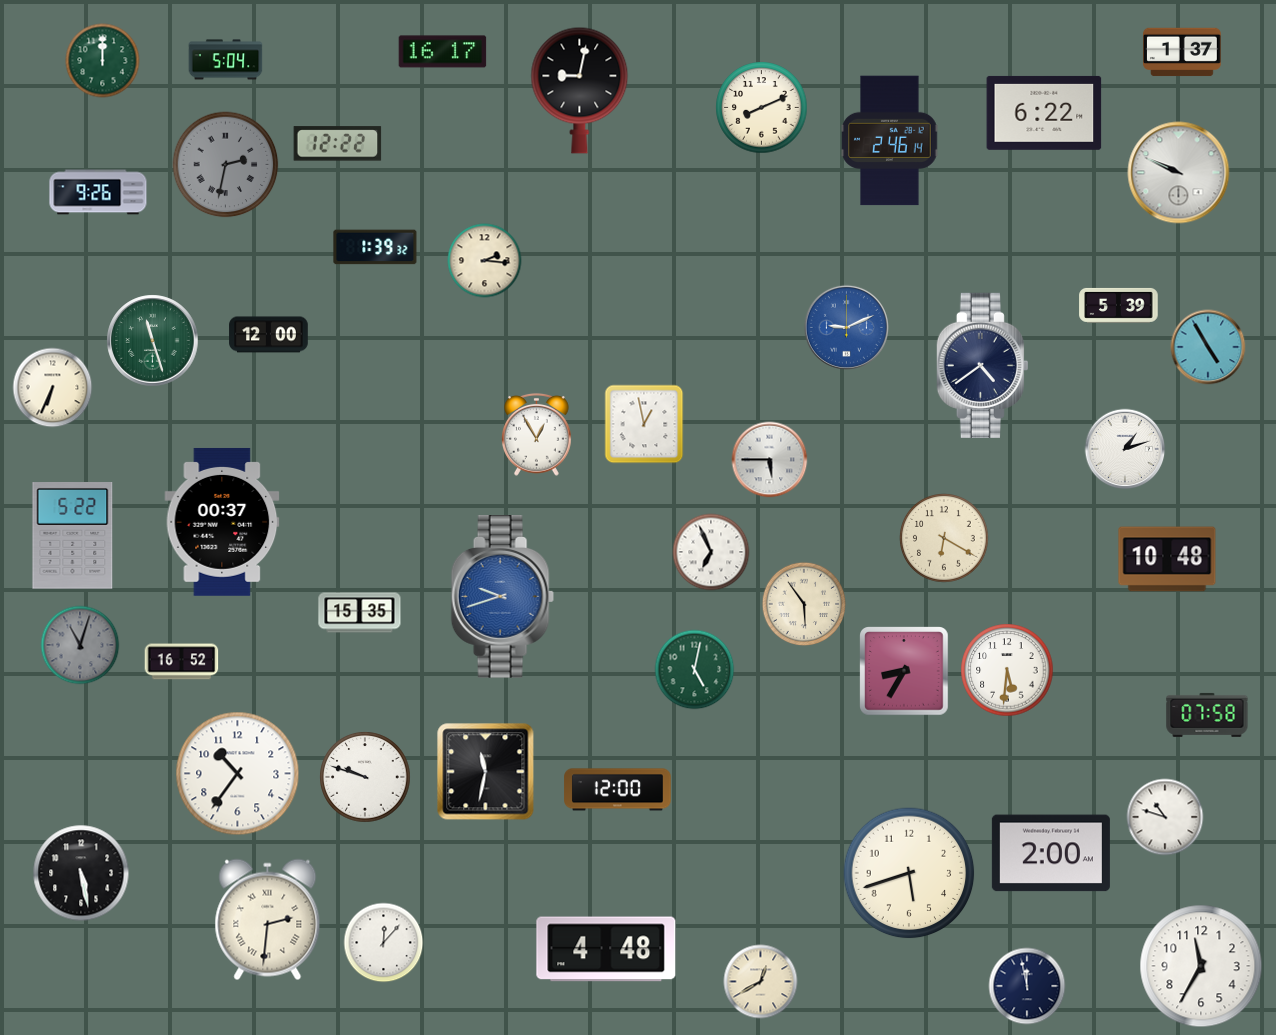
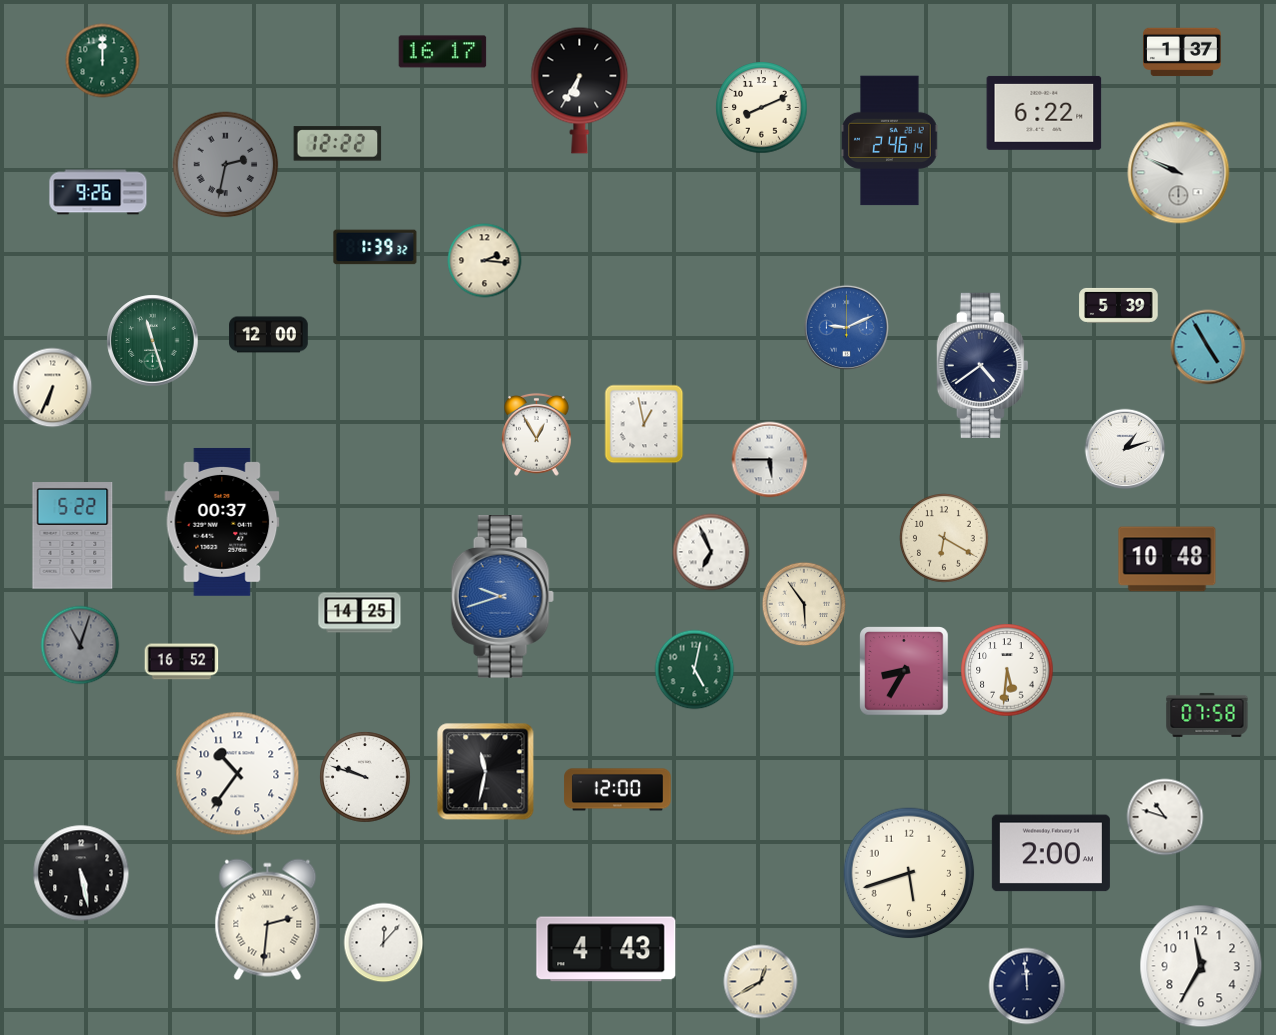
clock at (226, 60): 5:04 -> none
clock at (580, 90): 9:02 -> 6:35
clock at (360, 613): 15:35 -> 14:25
clock at (606, 949): 4:48 -> 4:43
clock at (1027, 986): 11:58 -> 11:59
